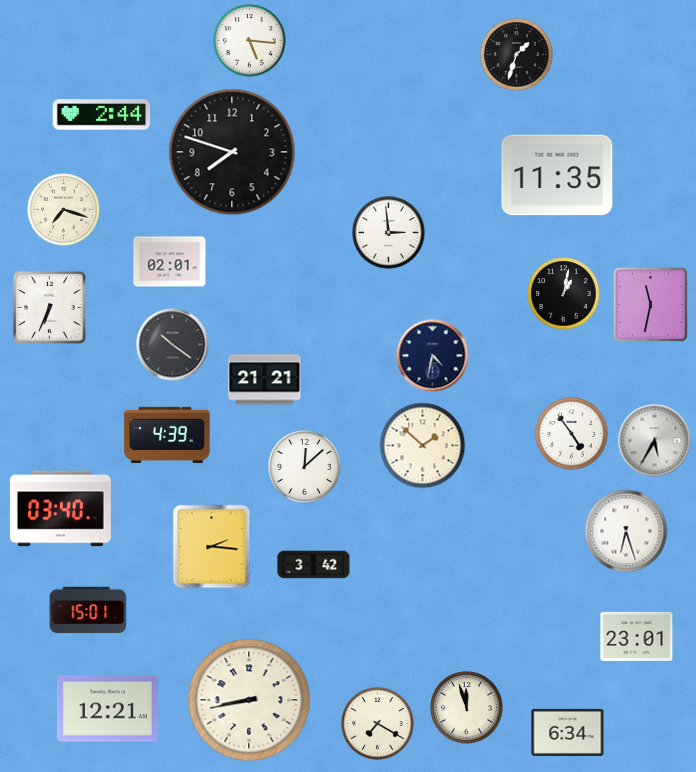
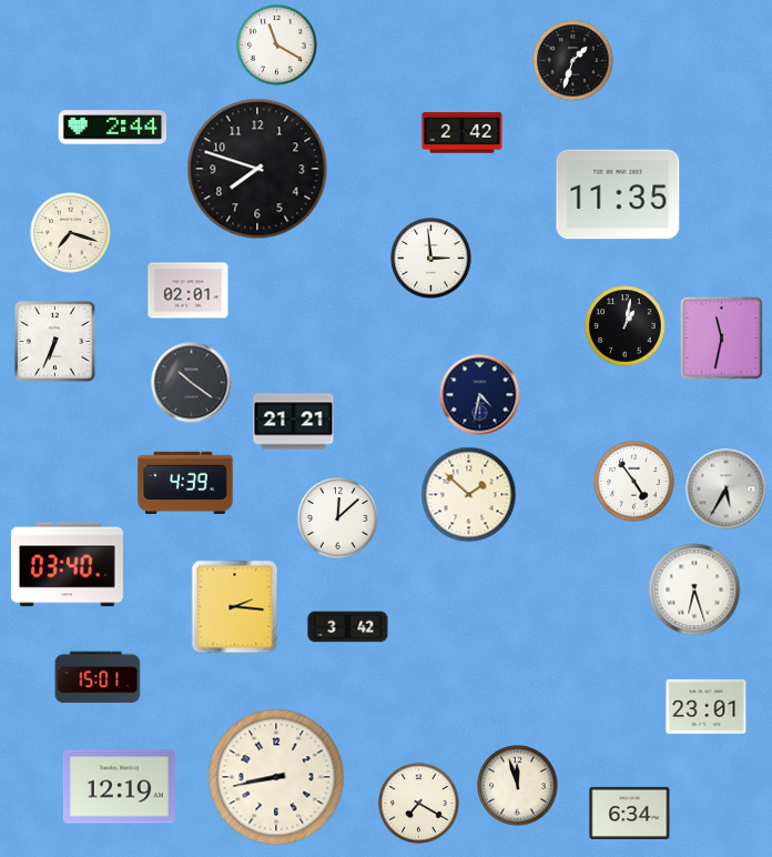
clock at (250, 41): 5:16 -> 11:20
clock at (463, 133): none -> 2:42
clock at (107, 709): 12:21 -> 12:19
